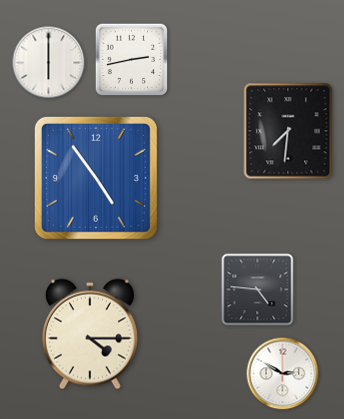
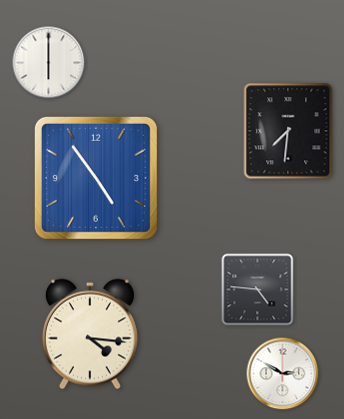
clock at (132, 60): 2:43 -> none
clock at (90, 334): 4:15 -> 4:16
